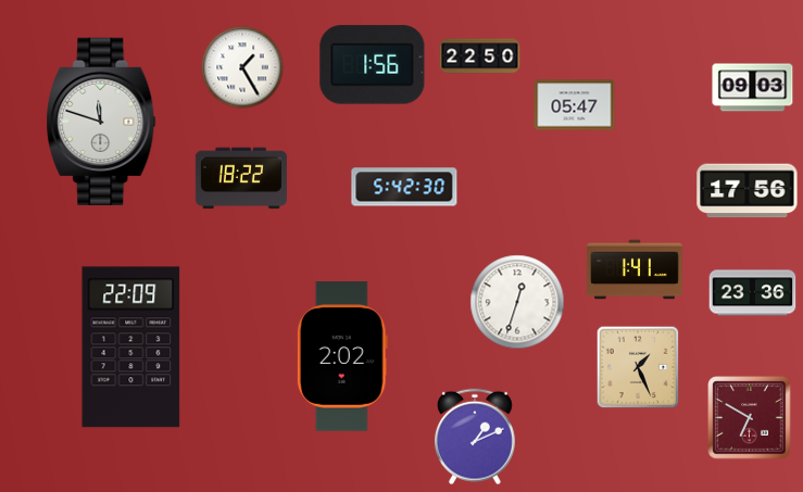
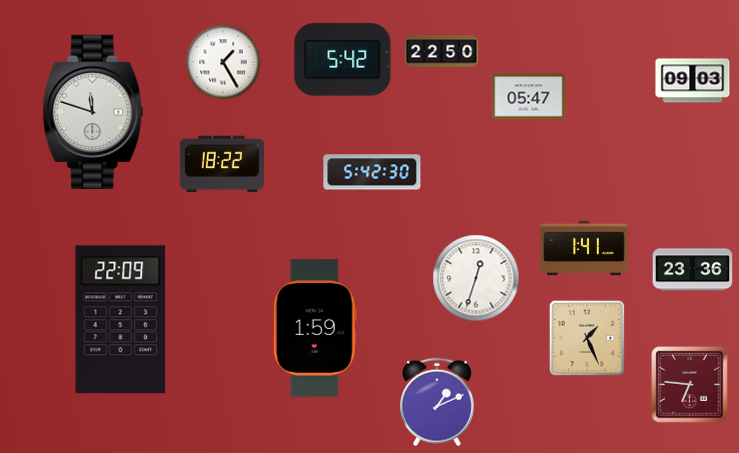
clock at (373, 65): 1:56 -> 5:42
clock at (748, 191): 17:56 -> none
clock at (342, 356): 2:02 -> 1:59
clock at (750, 418): 6:50 -> 6:46
